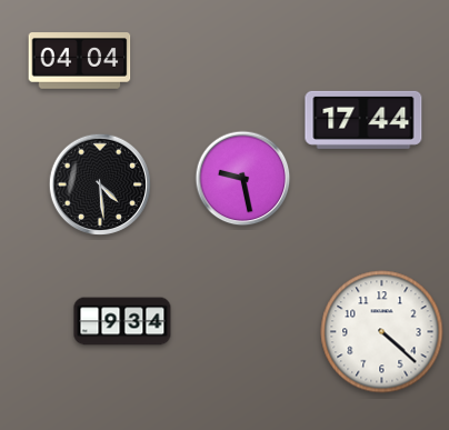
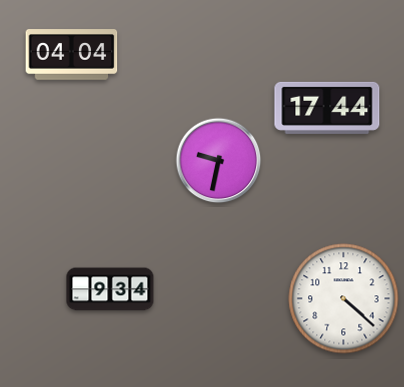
clock at (243, 179): 9:28 -> 9:32
clock at (100, 184): 4:29 -> none
